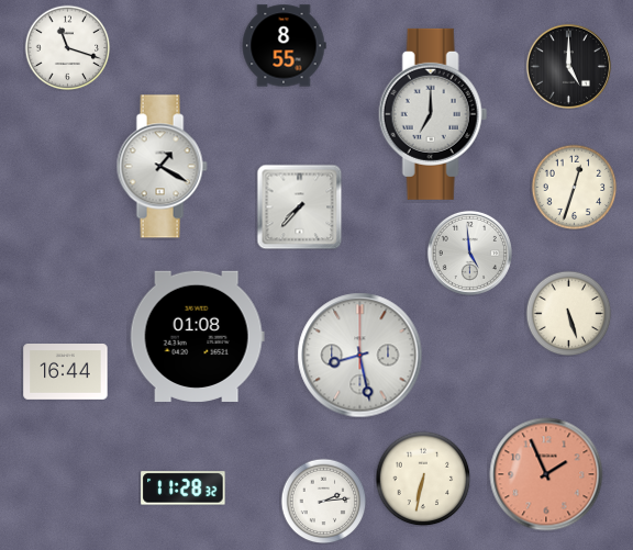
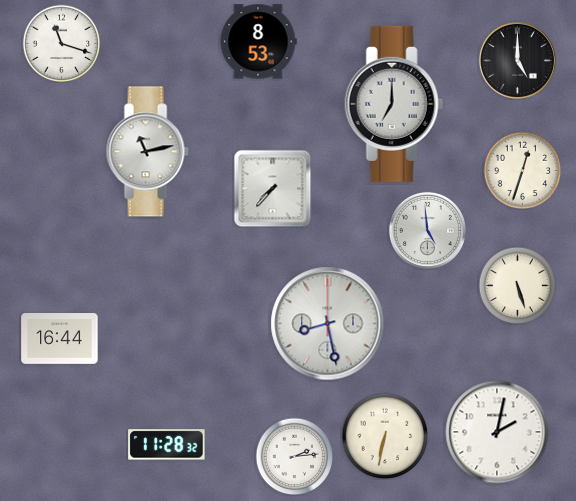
clock at (284, 46): 8:55 -> 8:53
clock at (162, 167): 1:20 -> 11:13
clock at (197, 336): 01:08 -> none
clock at (546, 474): 1:56 -> 2:02
clock at (546, 474) dial: salmon -> white
